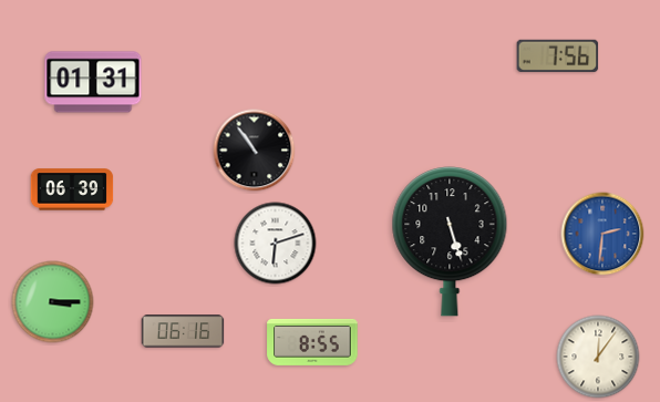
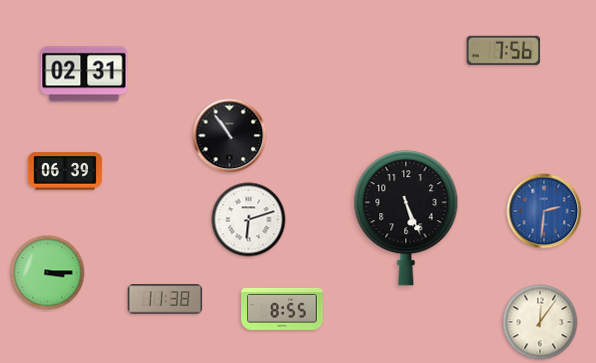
clock at (93, 82): 01:31 -> 02:31
clock at (450, 241): 5:27 -> 5:26
clock at (183, 331): 06:16 -> 11:38
